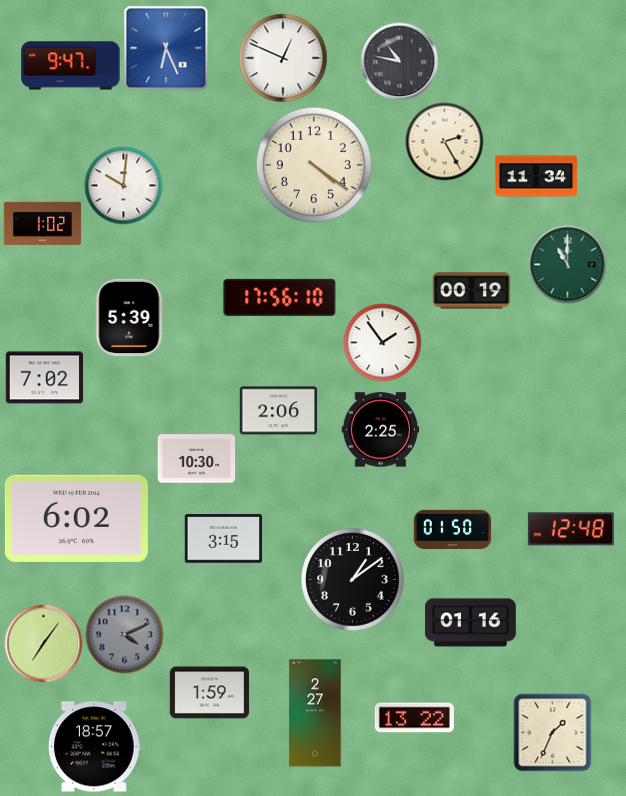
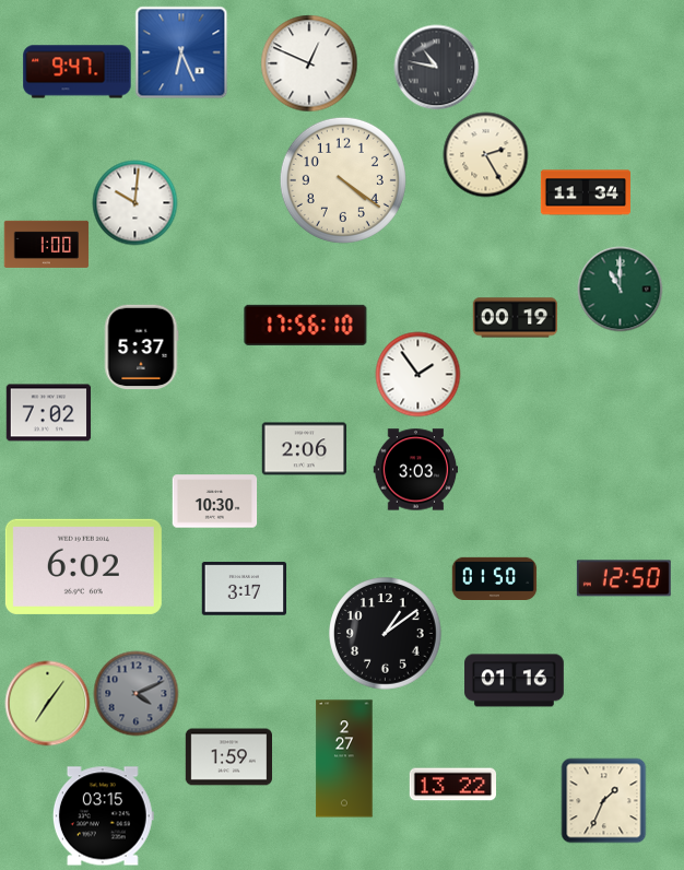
clock at (42, 223): 1:02 -> 1:00
clock at (129, 317): 5:39 -> 5:37
clock at (380, 430): 2:25 -> 3:03
clock at (571, 529): 12:48 -> 12:50
clock at (223, 539): 3:15 -> 3:17
clock at (315, 713) position: (315, 713) -> (344, 759)
clock at (94, 747): 18:57 -> 03:15
